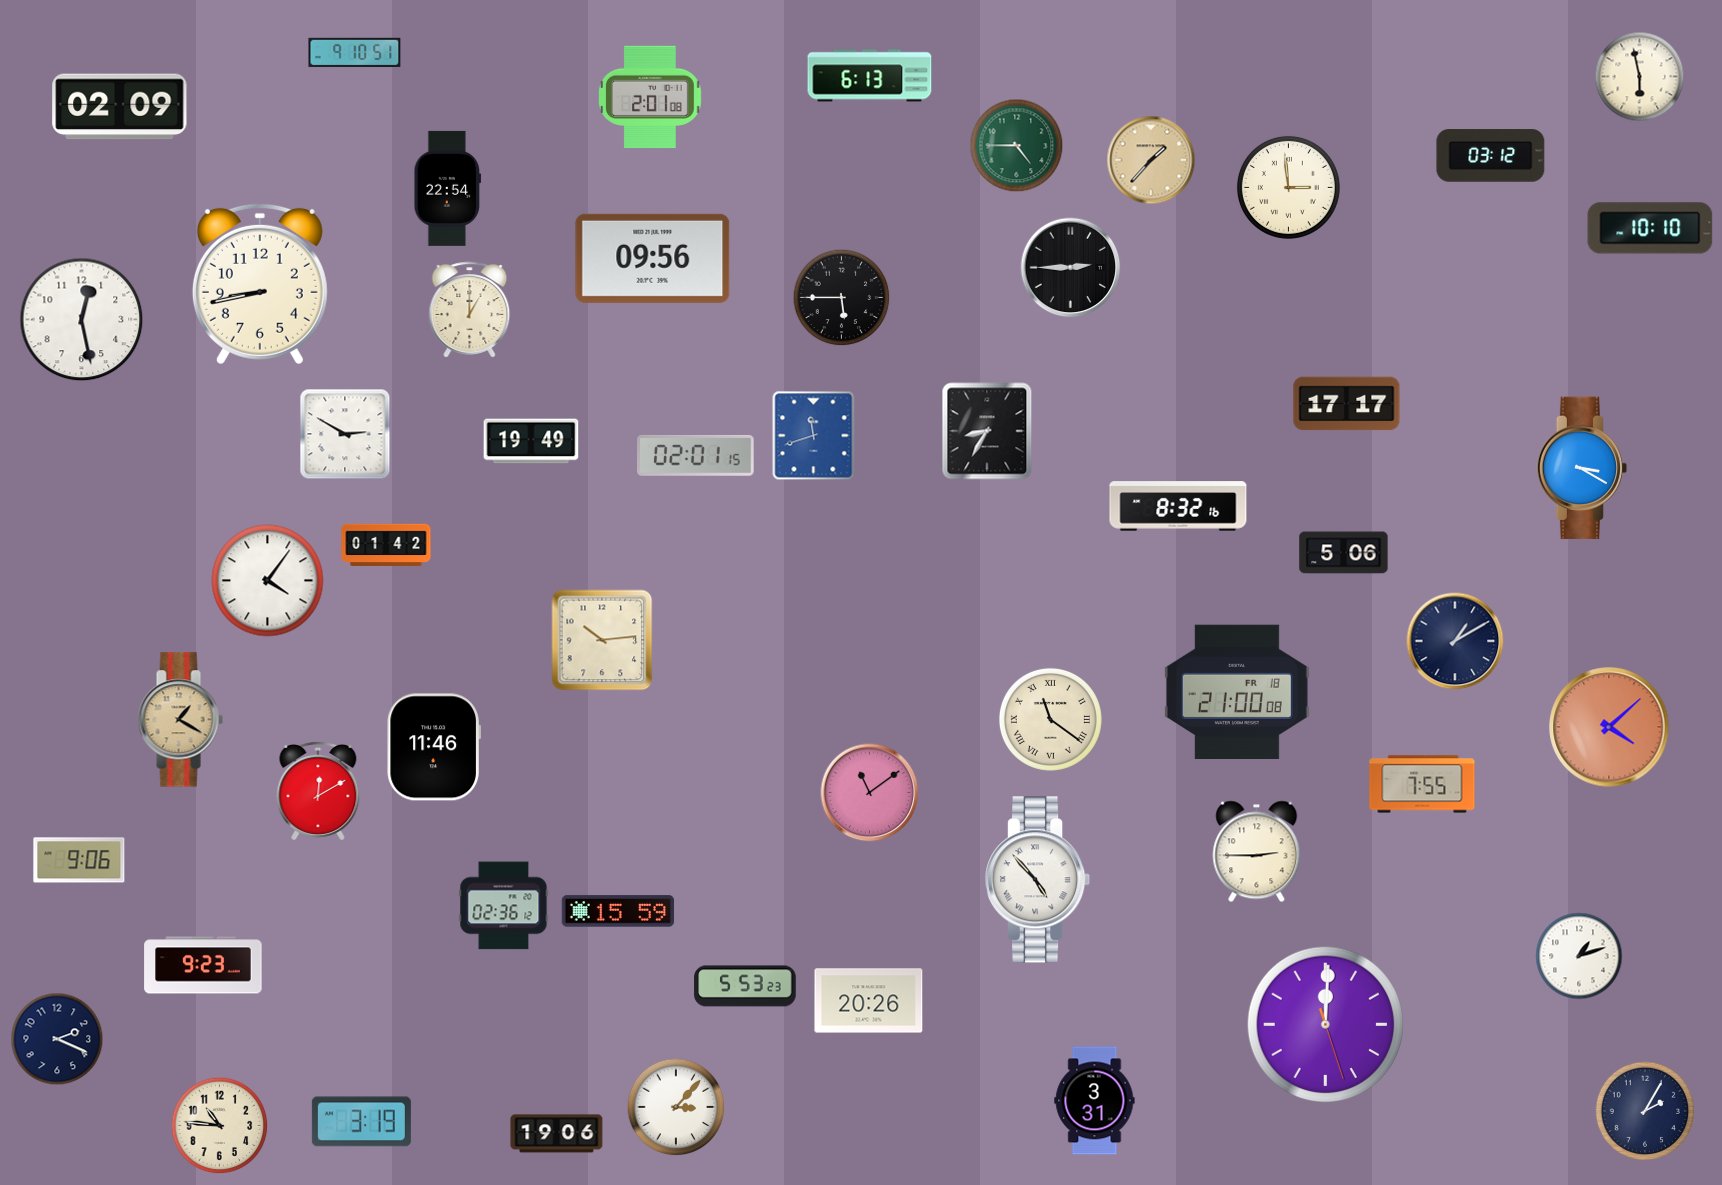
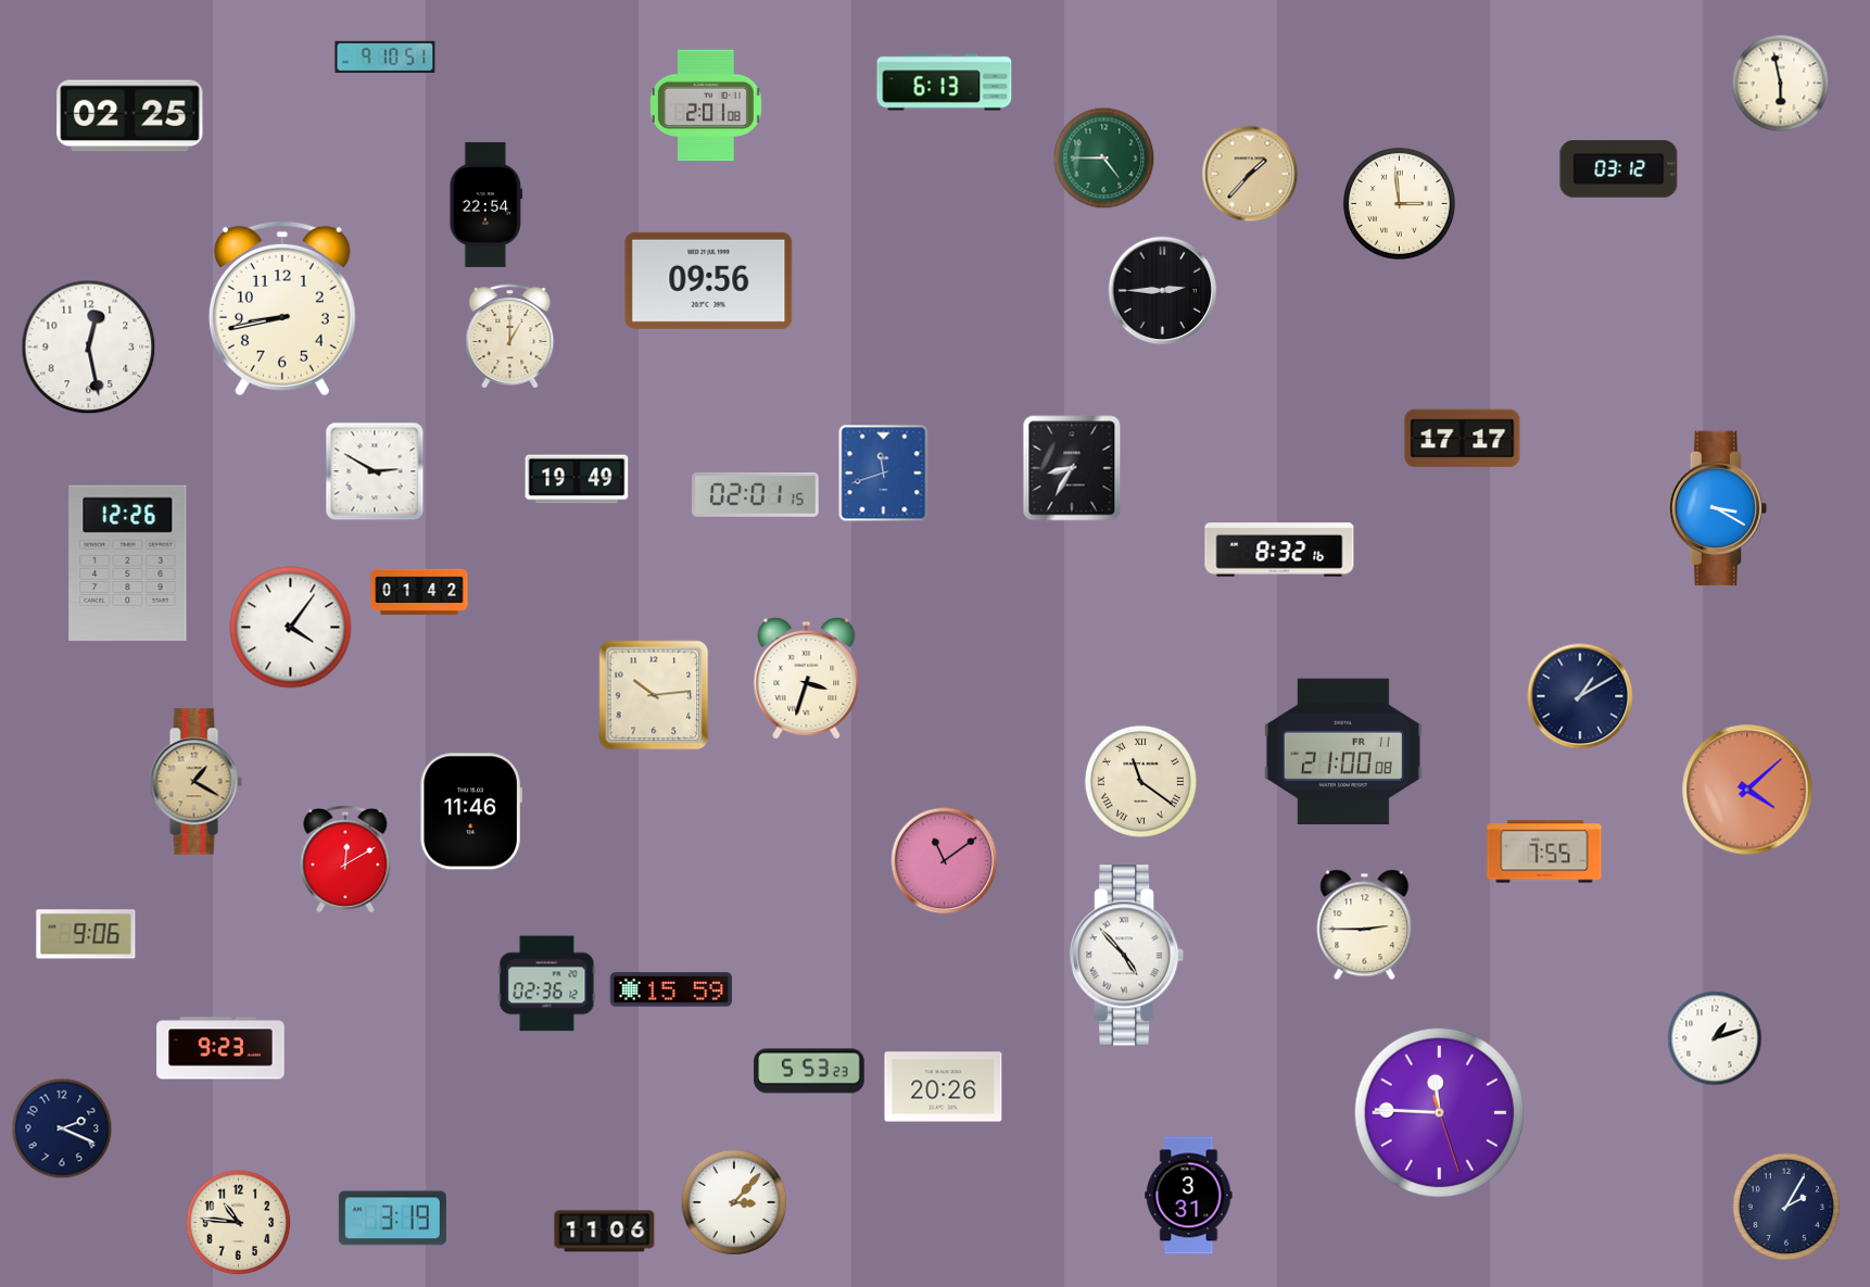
clock at (120, 107): 02:09 -> 02:25
clock at (1650, 228): 10:10 -> none
clock at (842, 298): 5:45 -> none
clock at (128, 563): none -> 12:26
clock at (1344, 553): 5:06 -> none
clock at (268, 581) position: (268, 581) -> (291, 628)
clock at (807, 679): none -> 3:33
clock at (1237, 691) date: FR 18 -> FR 11
clock at (1325, 1024): 12:00 -> 11:45
clock at (557, 1134): 19:06 -> 11:06
